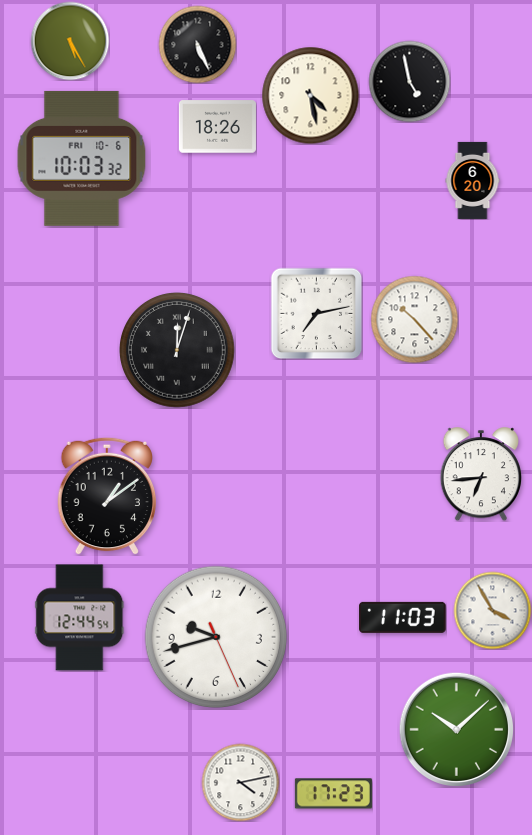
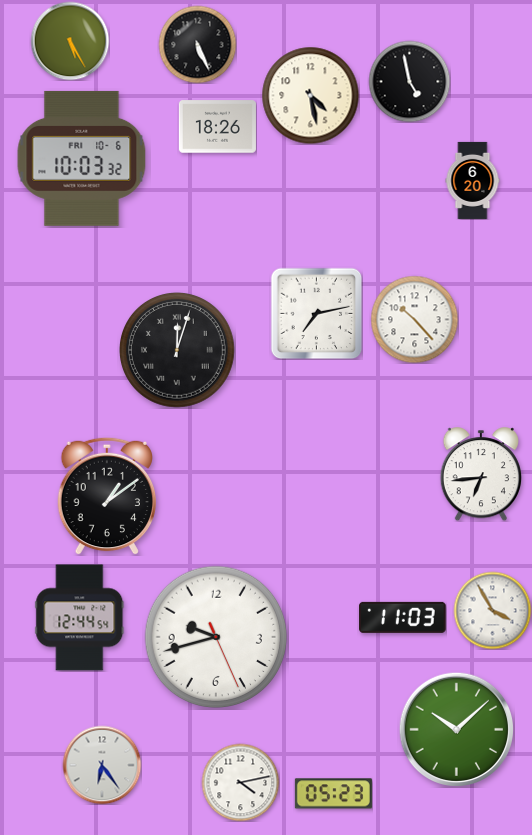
clock at (102, 765): none -> 6:24
clock at (333, 794): 17:23 -> 05:23
